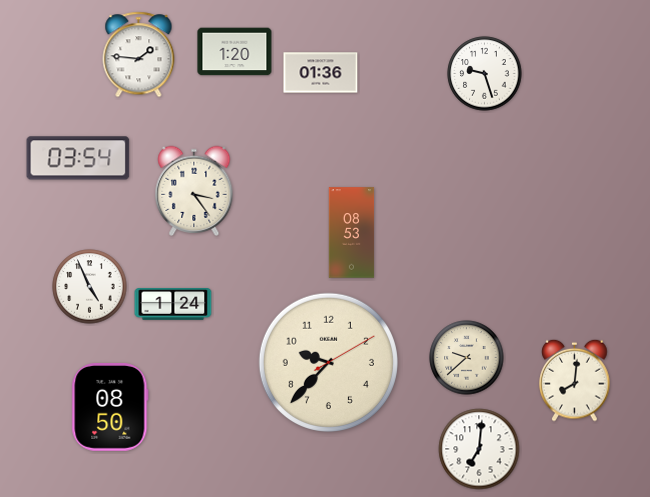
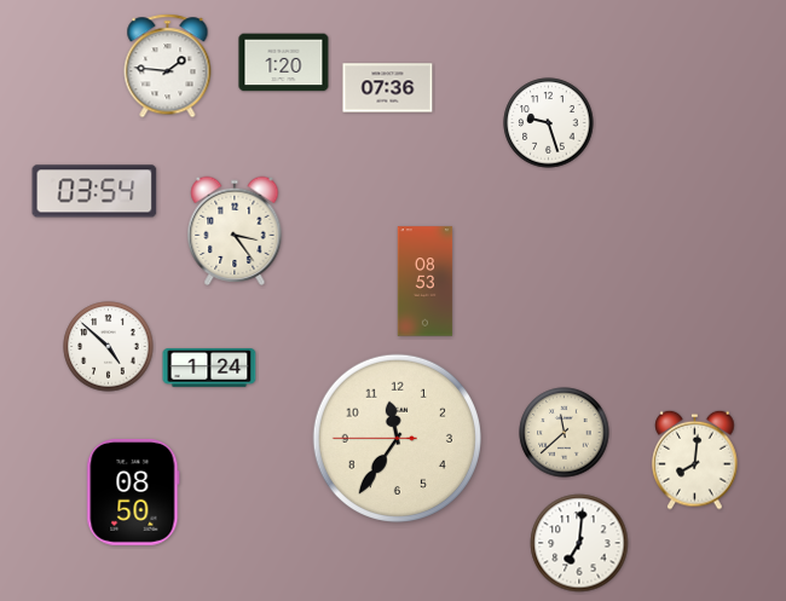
clock at (321, 73): 01:36 -> 07:36
clock at (485, 74) position: (485, 74) -> (549, 123)
clock at (90, 287): 4:56 -> 4:52
clock at (467, 358): 9:38 -> 11:38
clock at (328, 362): 9:37 -> 11:35
